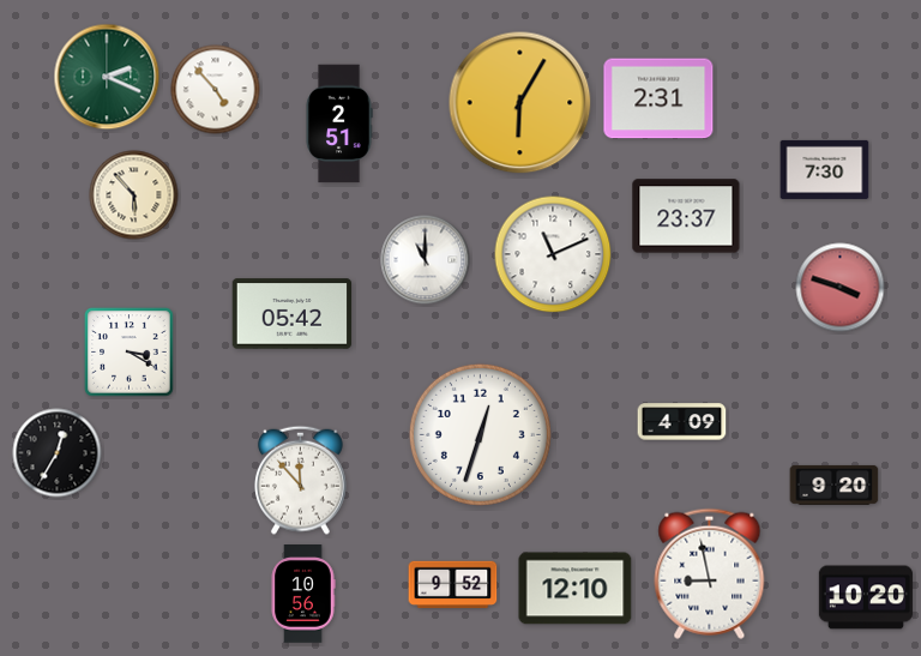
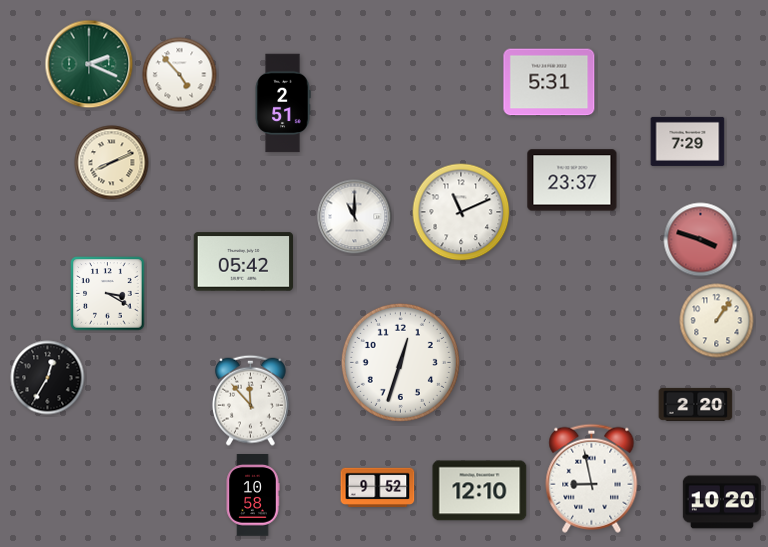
clock at (658, 98): 2:31 -> 5:31
clock at (520, 103): 6:05 -> none
clock at (825, 169): 7:30 -> 7:29
clock at (134, 195): 5:53 -> 8:11
clock at (717, 321): none -> 1:06
clock at (682, 422): 4:09 -> none
clock at (835, 485): 9:20 -> 2:20
clock at (303, 595): 10:56 -> 10:58
clock at (866, 597) position: (866, 597) -> (722, 502)
